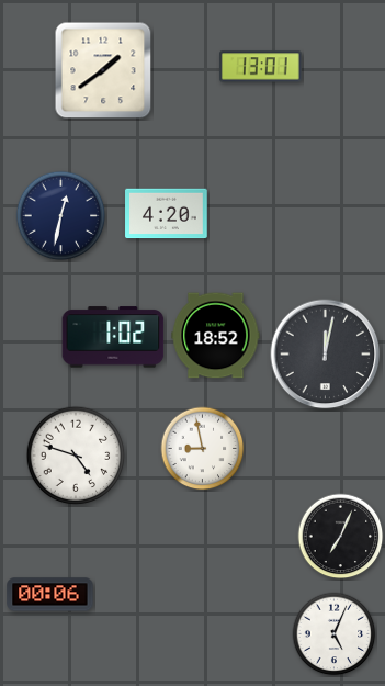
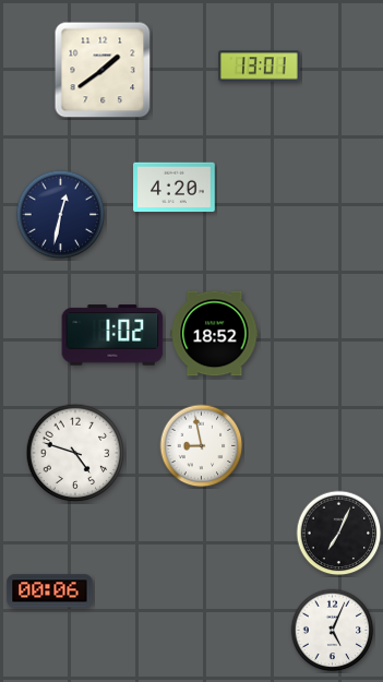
clock at (167, 214) position: (167, 214) -> (175, 188)
clock at (326, 355): 12:02 -> none
